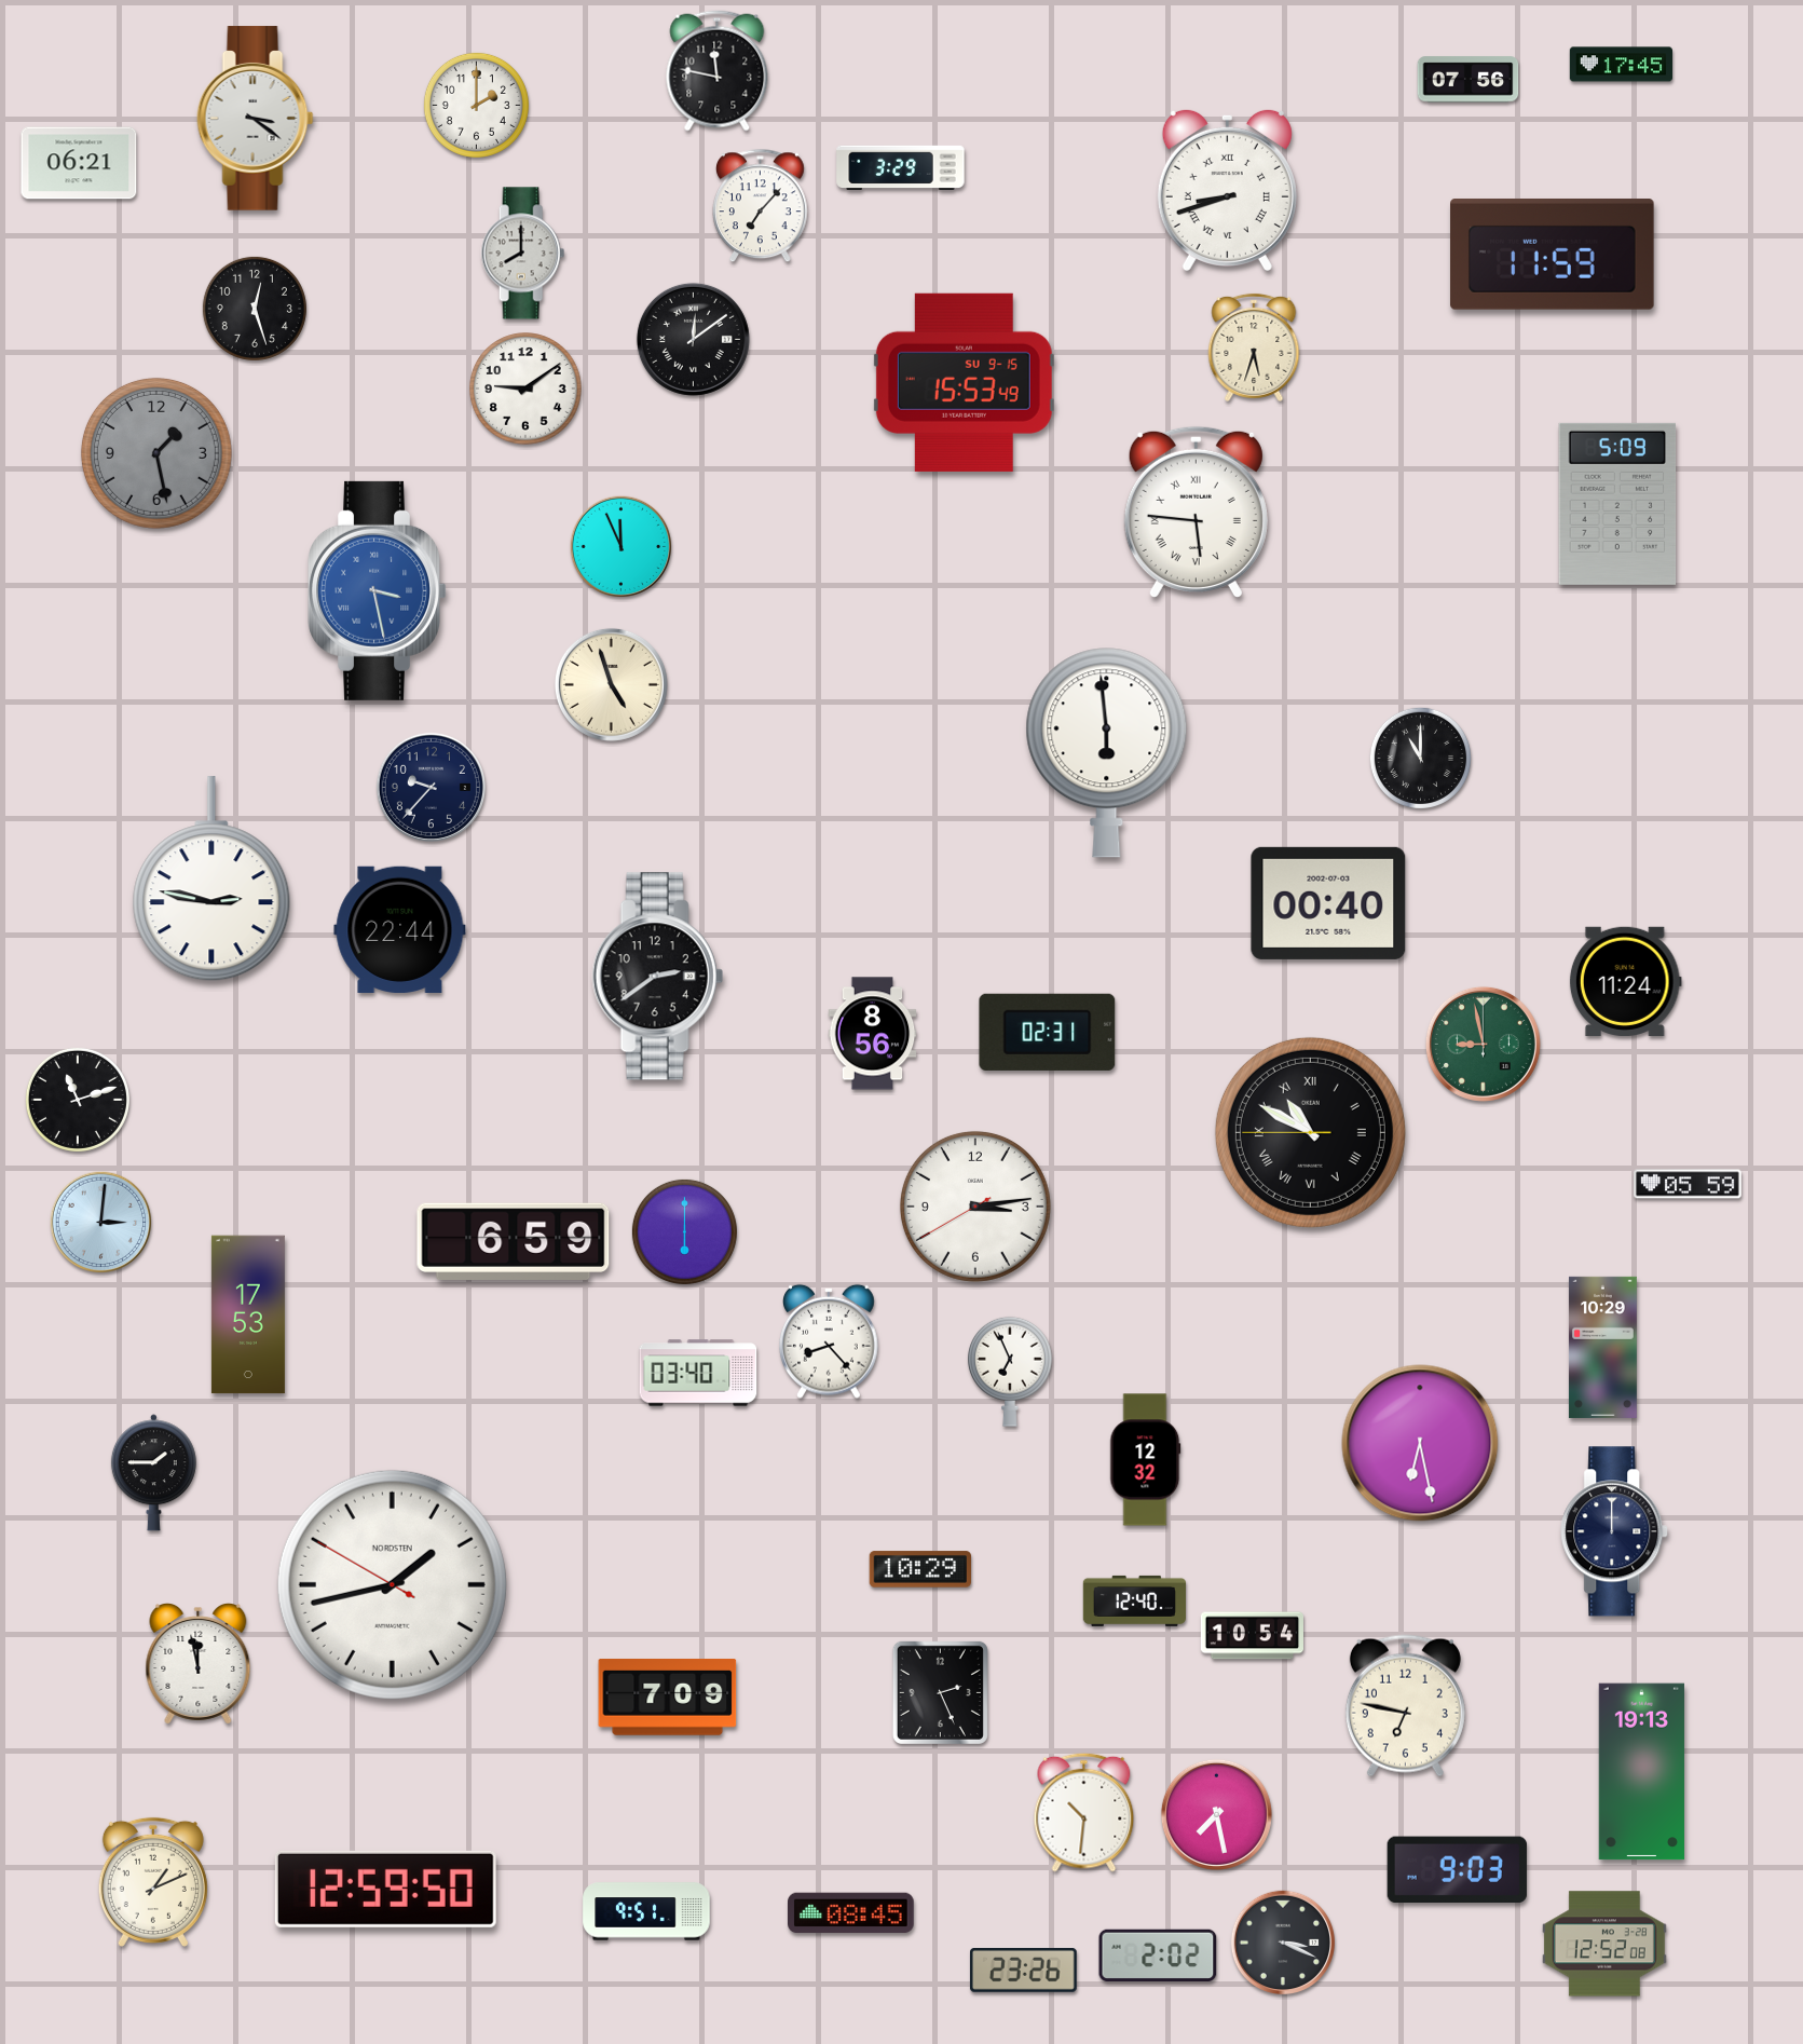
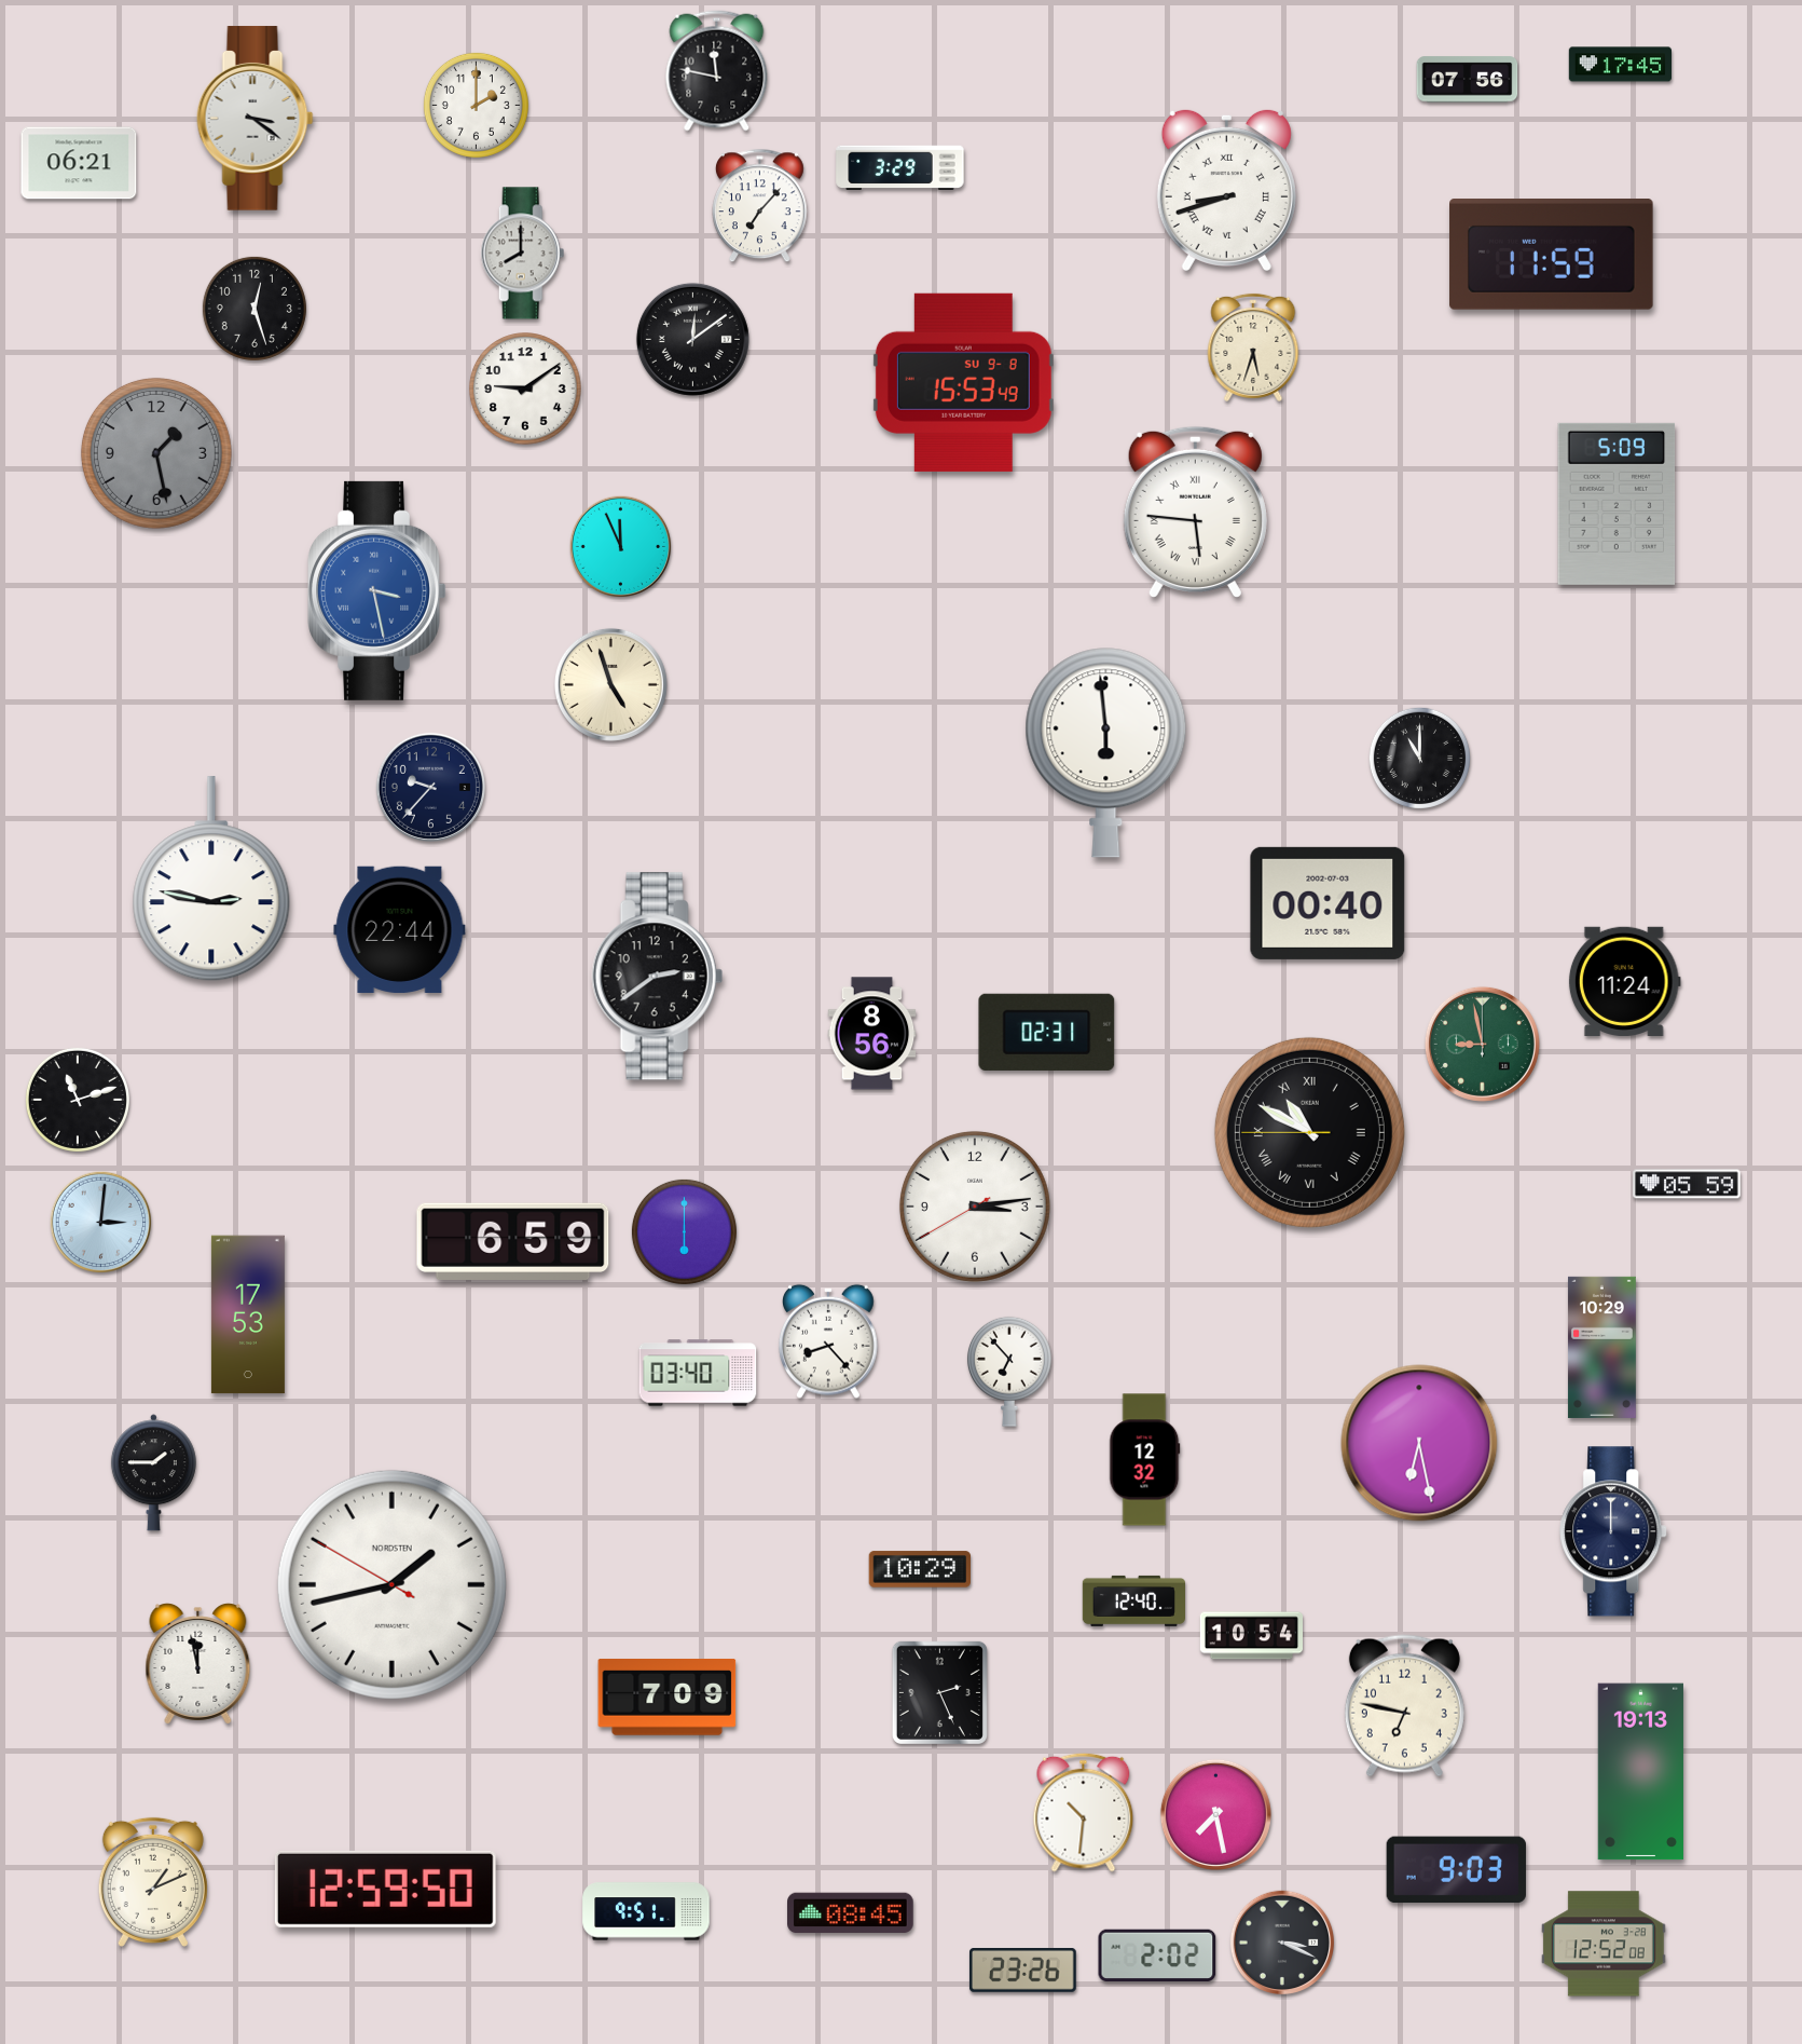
clock at (964, 382) date: SU 9-15 -> SU 9-8
clock at (1010, 1372): 6:56 -> 6:53
